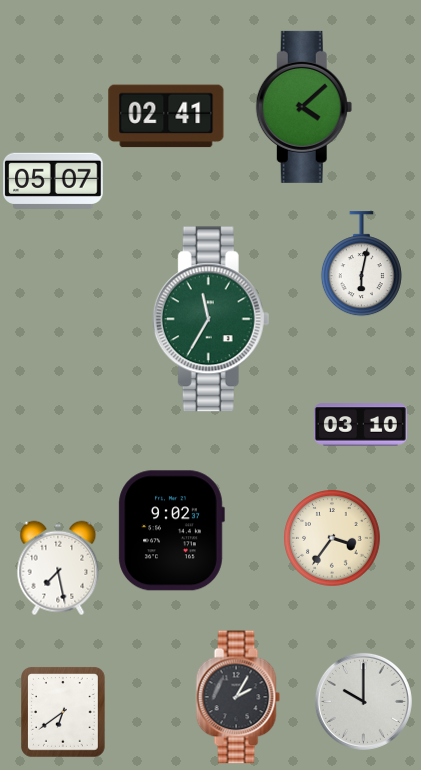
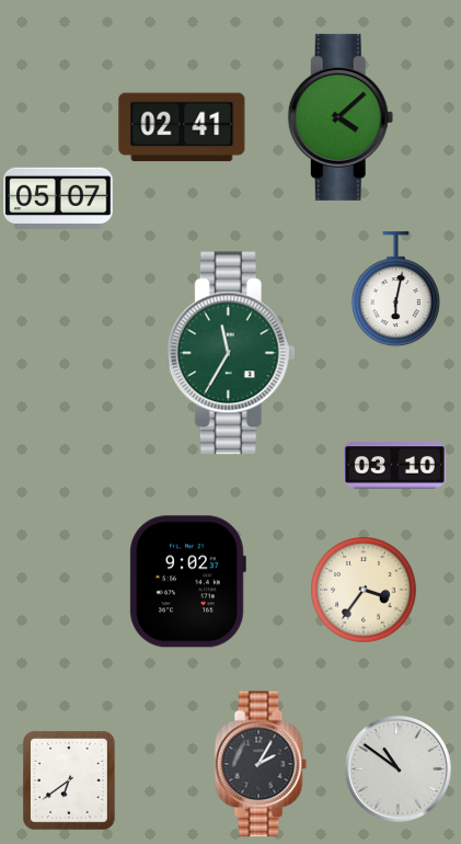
clock at (304, 107) position: (304, 107) -> (341, 117)
clock at (211, 319) position: (211, 319) -> (231, 353)
clock at (58, 568): 7:28 -> none
clock at (363, 701): 10:00 -> 10:51
